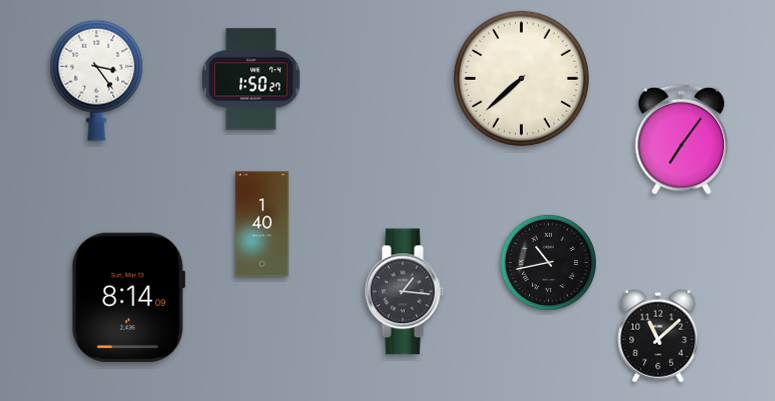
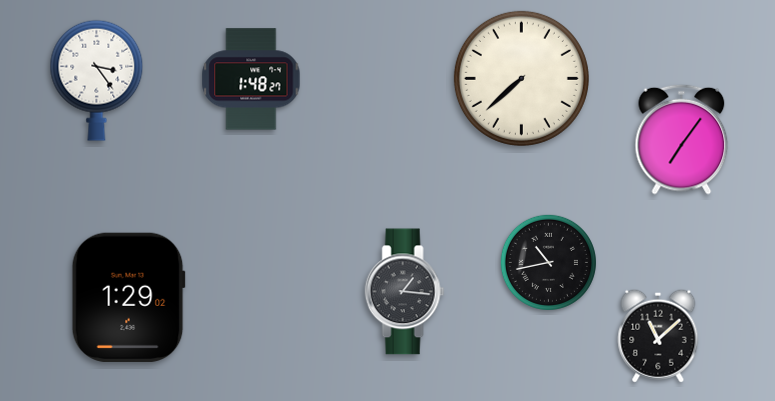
clock at (251, 79): 1:50 -> 1:48
clock at (262, 224): 1:40 -> none
clock at (128, 297): 8:14 -> 1:29
